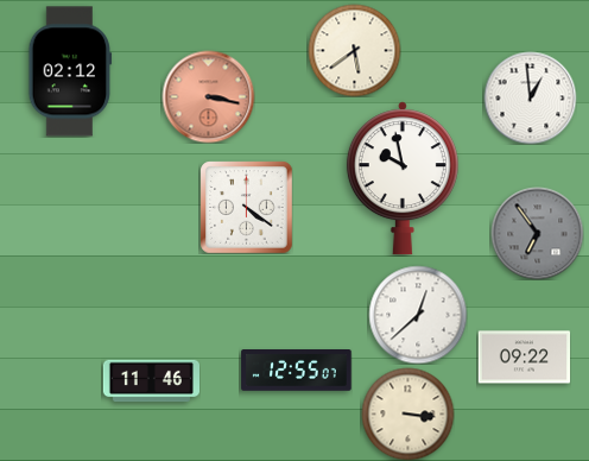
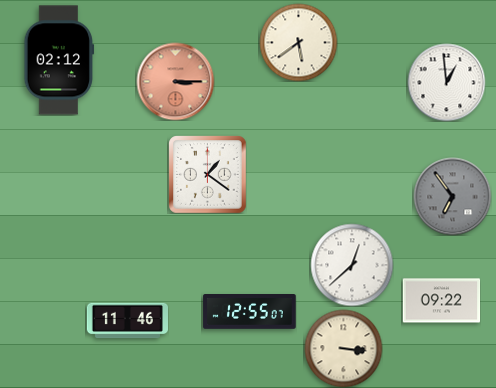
clock at (208, 96): 3:17 -> 3:15
clock at (403, 178): 9:58 -> none
clock at (246, 207): 4:21 -> 1:21
